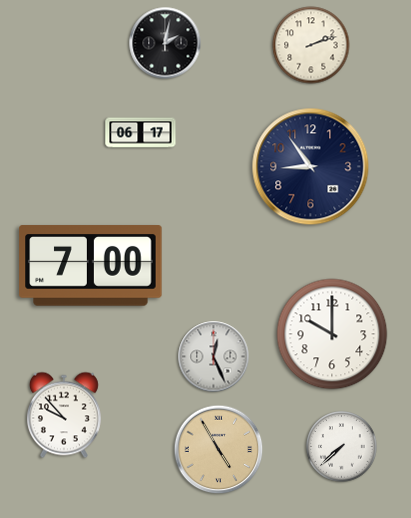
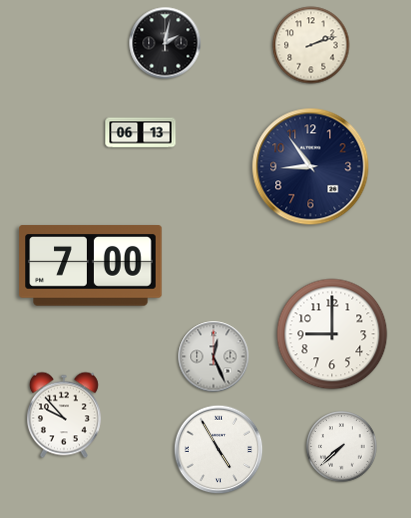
clock at (141, 133): 06:17 -> 06:13
clock at (332, 334): 10:00 -> 9:00
clock at (219, 450) dial: champagne -> white
